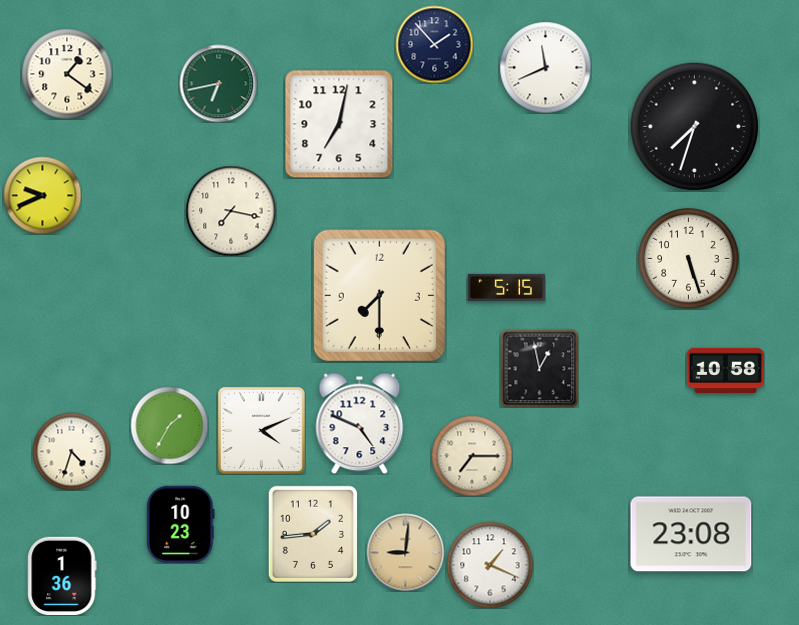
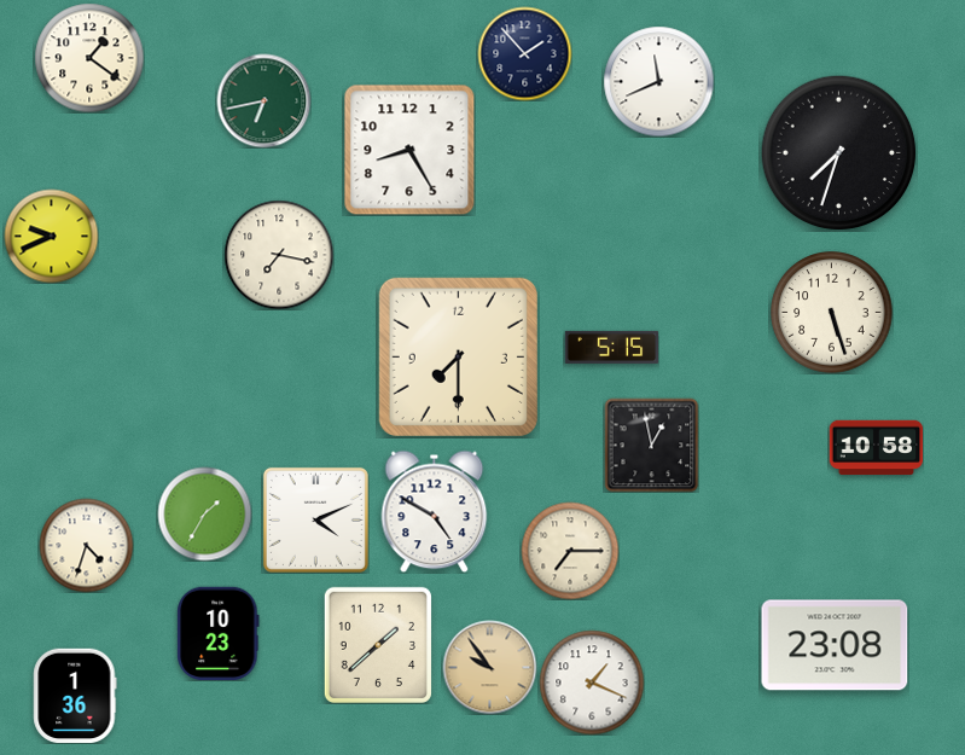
clock at (67, 74) position: (67, 74) -> (89, 58)
clock at (339, 124): 7:02 -> 8:25
clock at (360, 423): 4:49 -> 4:50
clock at (313, 534): 1:44 -> 1:38
clock at (405, 552): 9:01 -> 9:54
